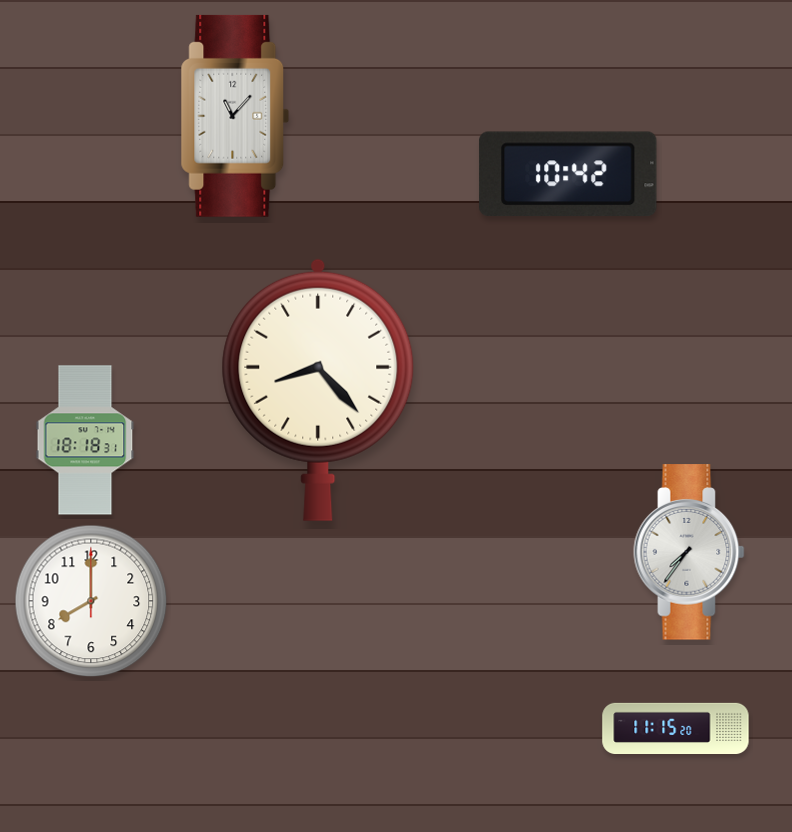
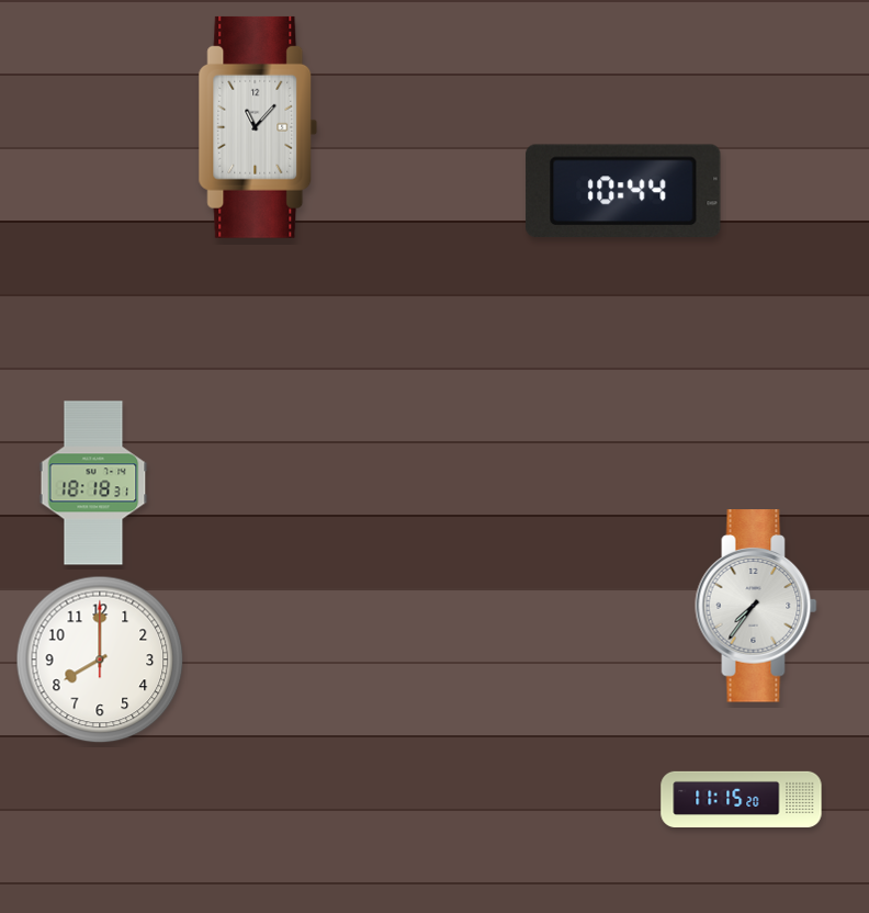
clock at (568, 173): 10:42 -> 10:44
clock at (318, 390): 8:23 -> none
